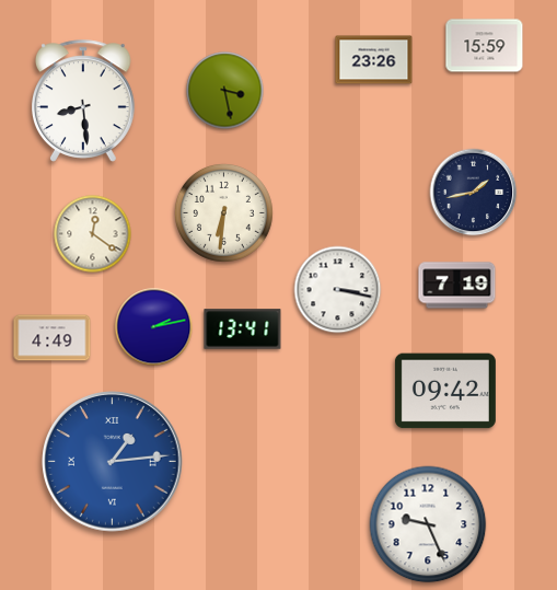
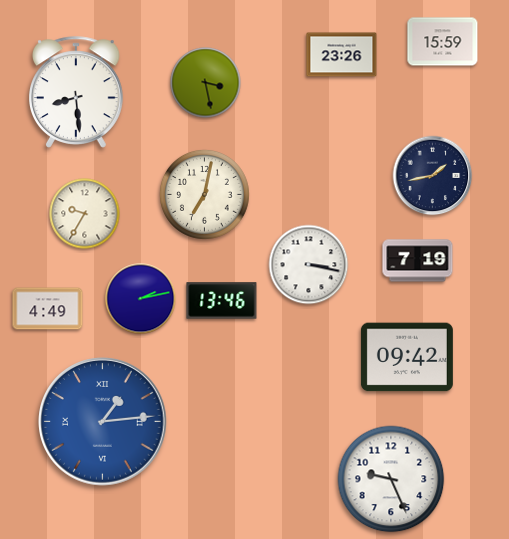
clock at (223, 212): 6:31 -> 7:02
clock at (93, 234): 12:21 -> 9:35
clock at (243, 329): 13:41 -> 13:46
